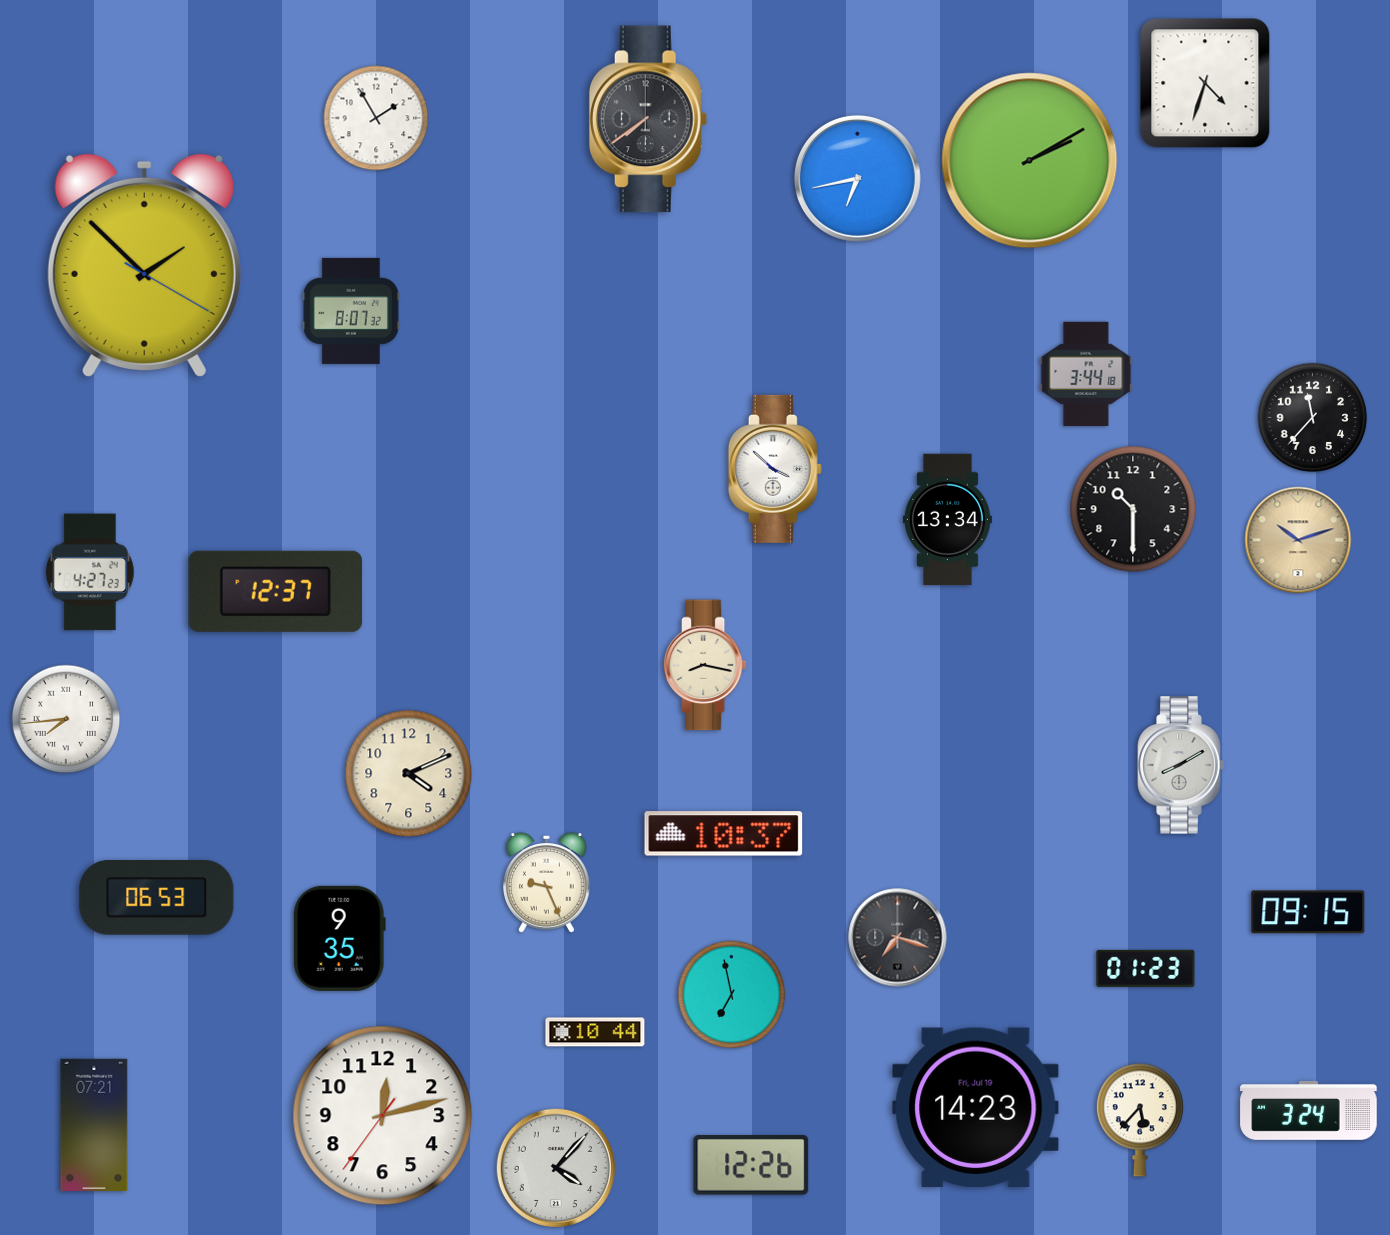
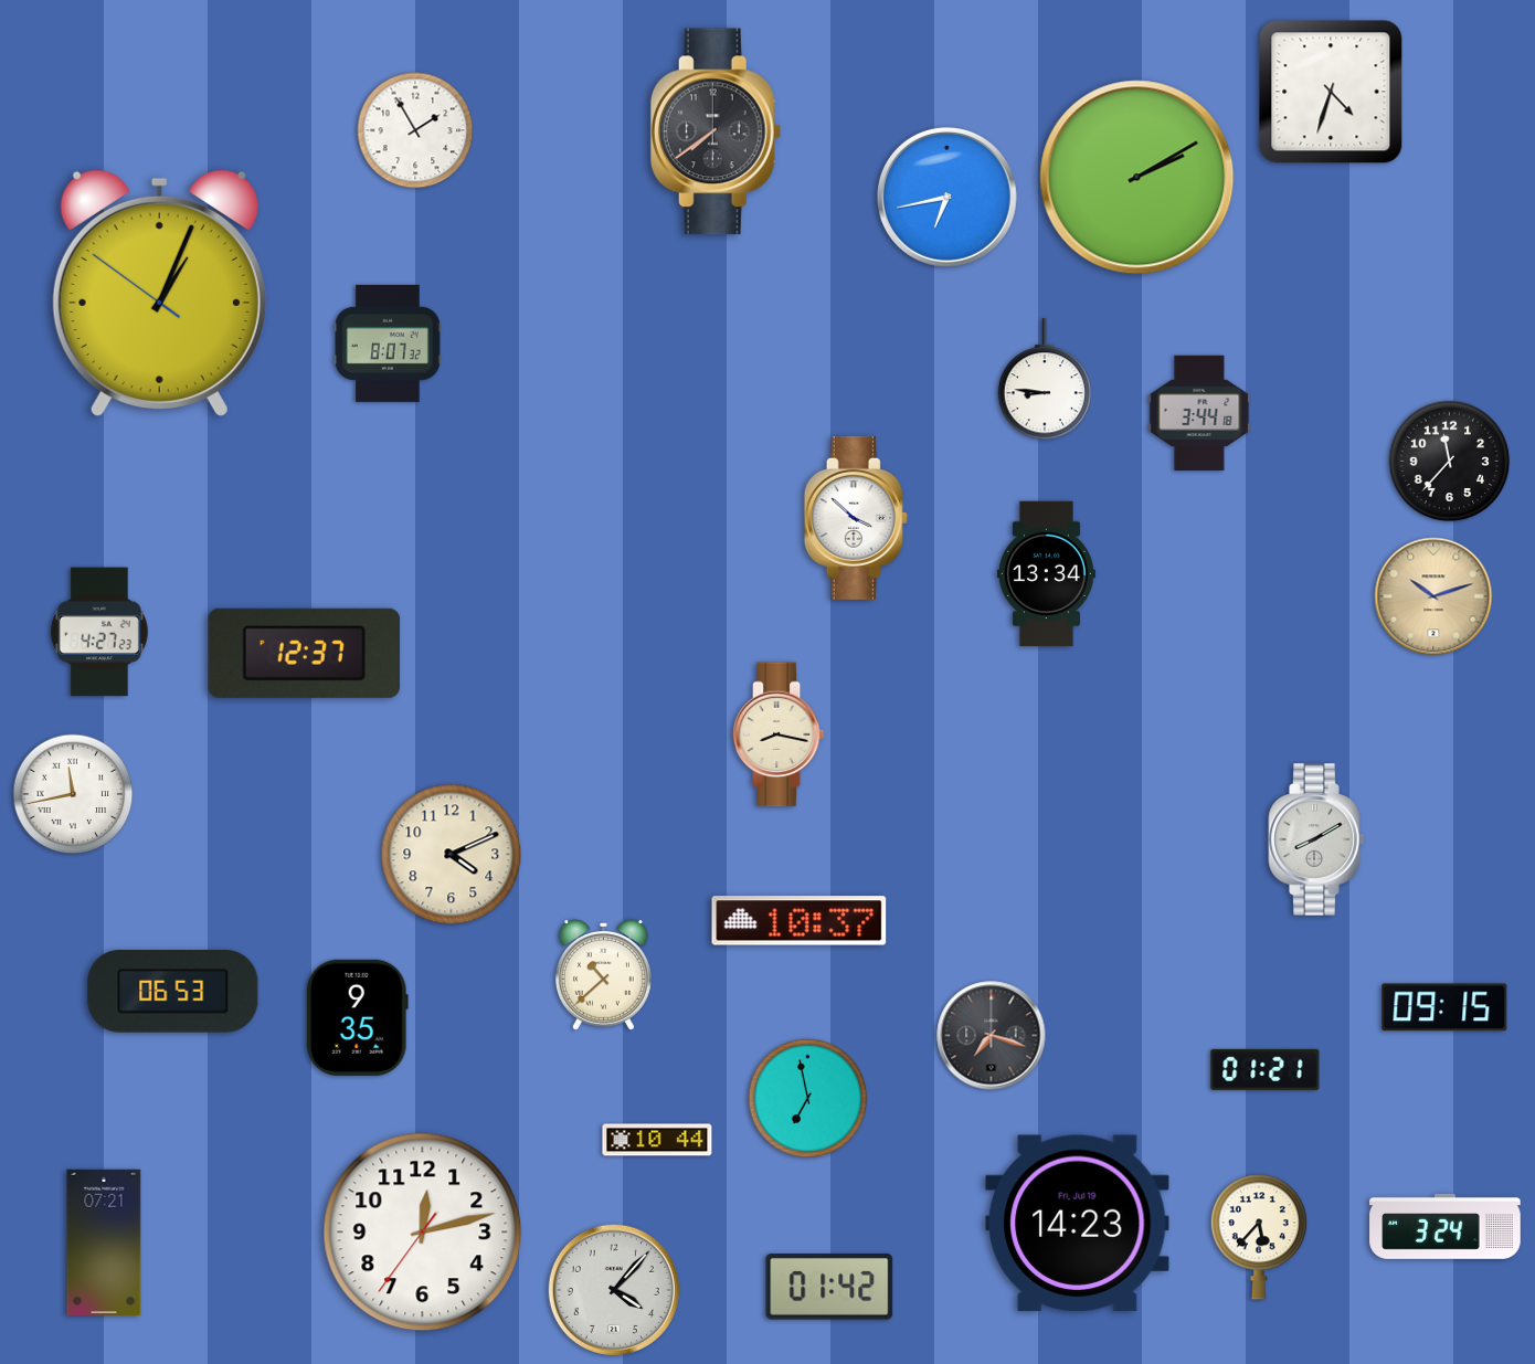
clock at (144, 266): 1:52 -> 1:03
clock at (1044, 380): none -> 8:46
clock at (1133, 509): 10:30 -> none
clock at (66, 719): 7:44 -> 11:43
clock at (1181, 765) position: (1181, 765) -> (1316, 839)
clock at (546, 883): 9:26 -> 10:38
clock at (339, 938) position: (339, 938) -> (357, 1017)
clock at (1146, 968): 01:23 -> 01:21
clock at (751, 1166): 12:26 -> 01:42
